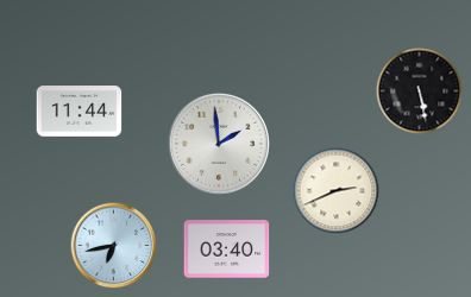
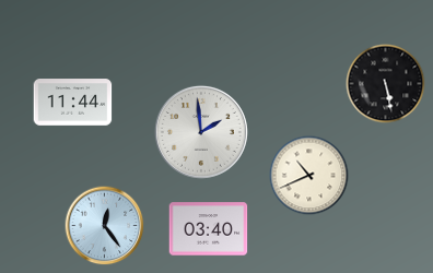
clock at (337, 191): 2:41 -> 10:41
clock at (114, 246): 6:43 -> 12:24
